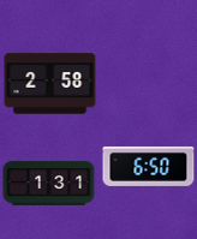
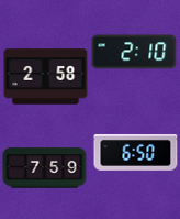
clock at (134, 52): none -> 2:10
clock at (49, 184): 1:31 -> 7:59
